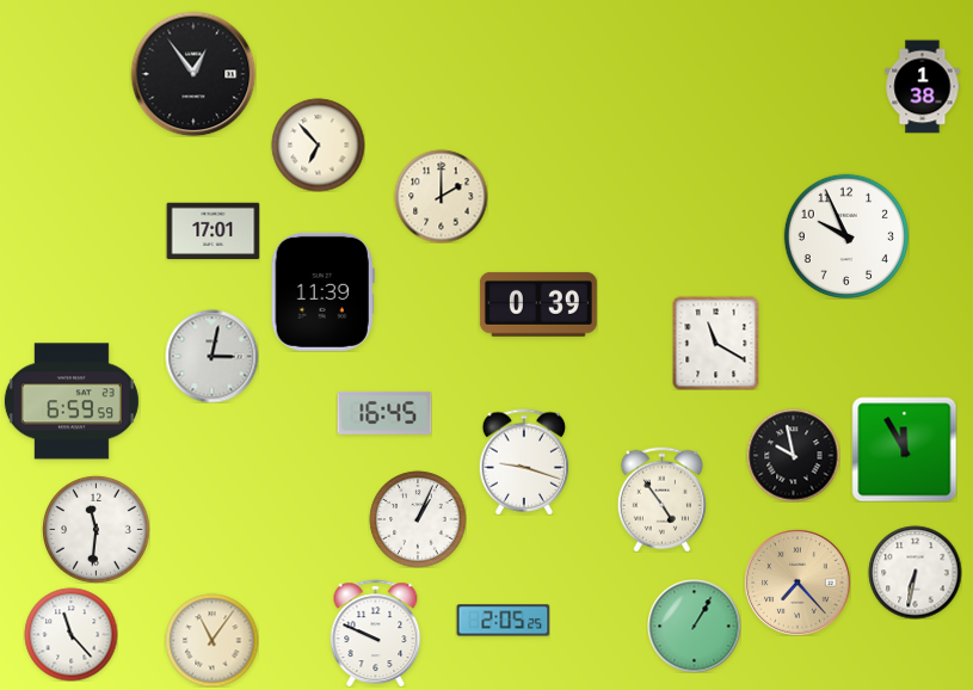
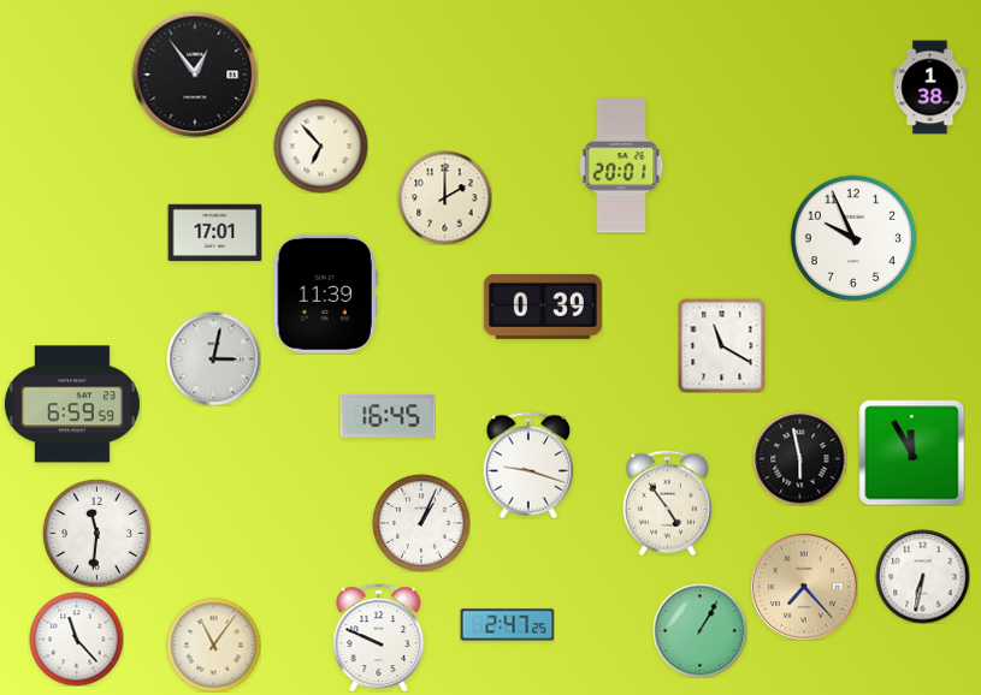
clock at (621, 166): none -> 20:01
clock at (793, 455): 9:58 -> 5:58
clock at (503, 621): 2:05 -> 2:47
clock at (70, 634) position: (70, 634) -> (76, 638)
